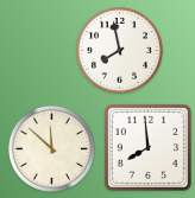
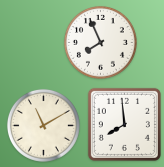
clock at (119, 50): 7:58 -> 7:56
clock at (51, 148): 11:52 -> 11:10
